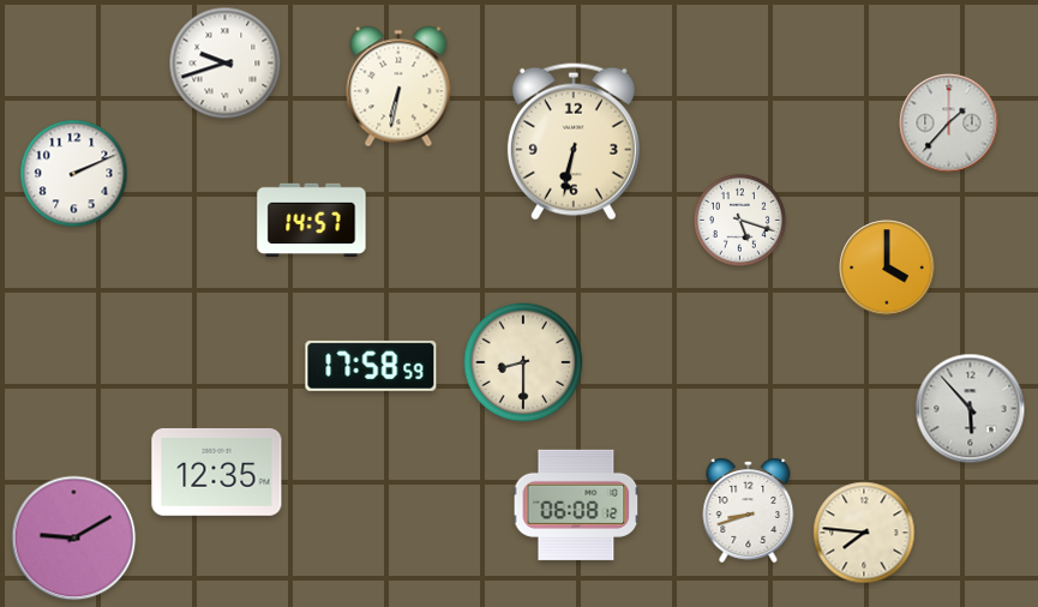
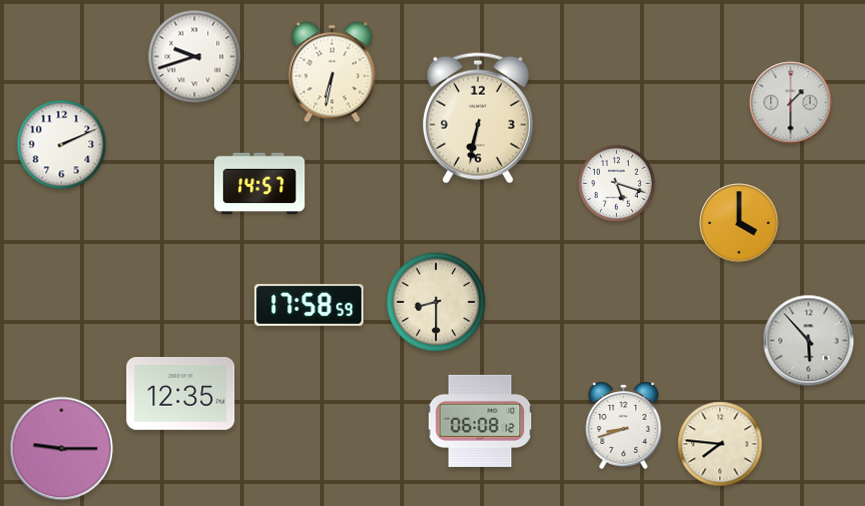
clock at (226, 64) position: (226, 64) -> (195, 57)
clock at (949, 124): 1:37 -> 1:30
clock at (74, 539): 9:10 -> 9:15
